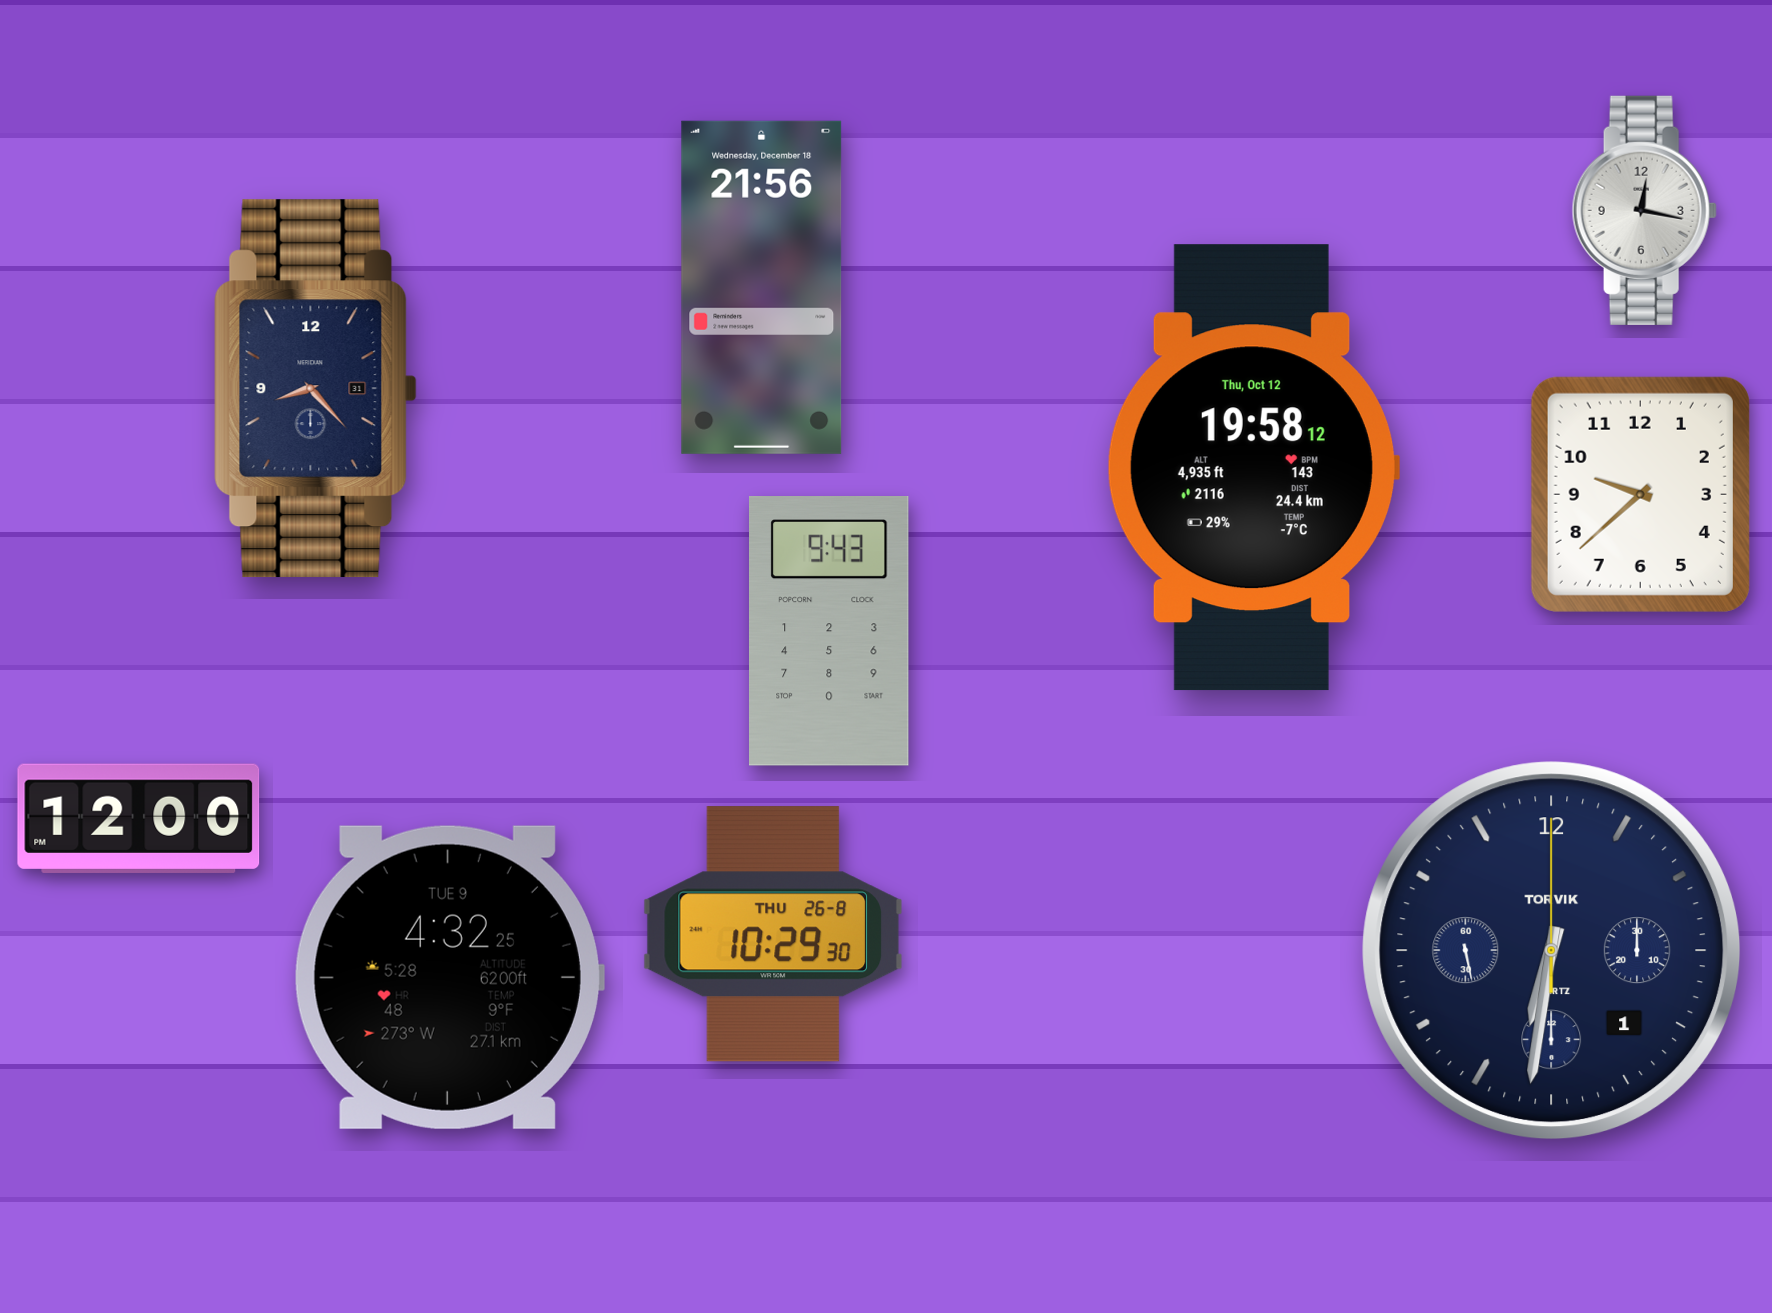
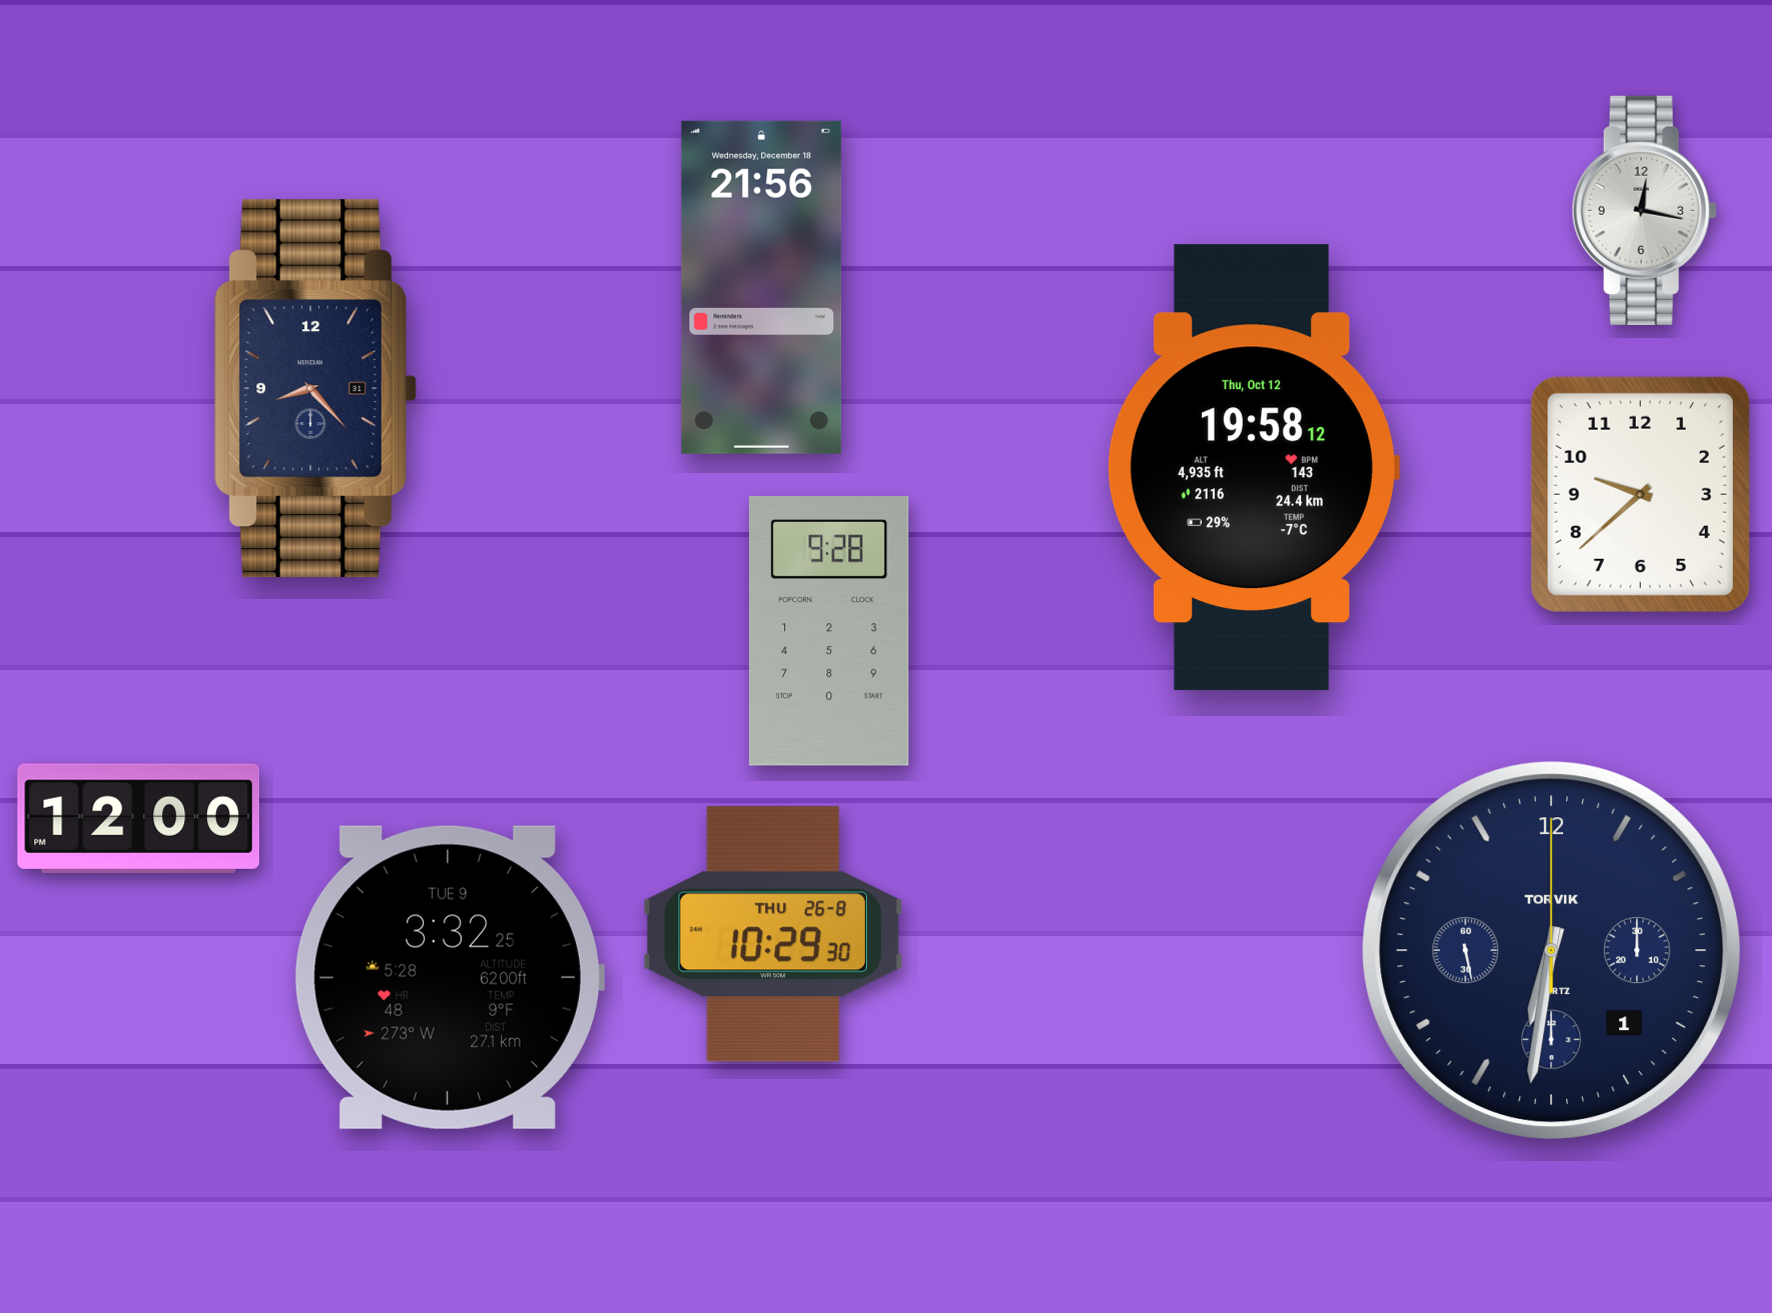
clock at (830, 632): 9:43 -> 9:28
clock at (449, 977): 4:32 -> 3:32
